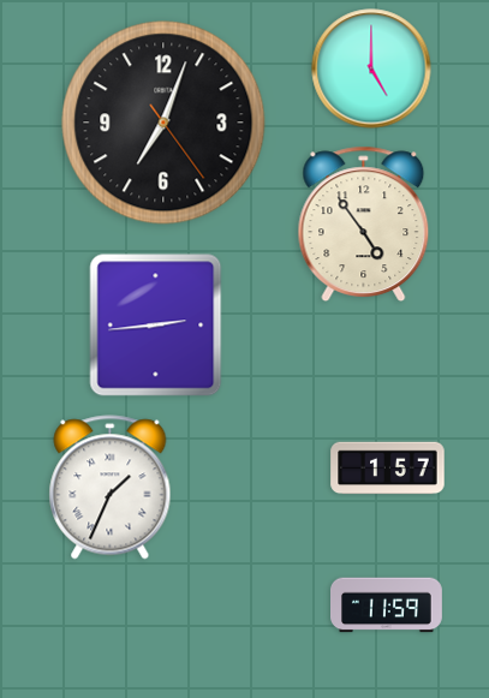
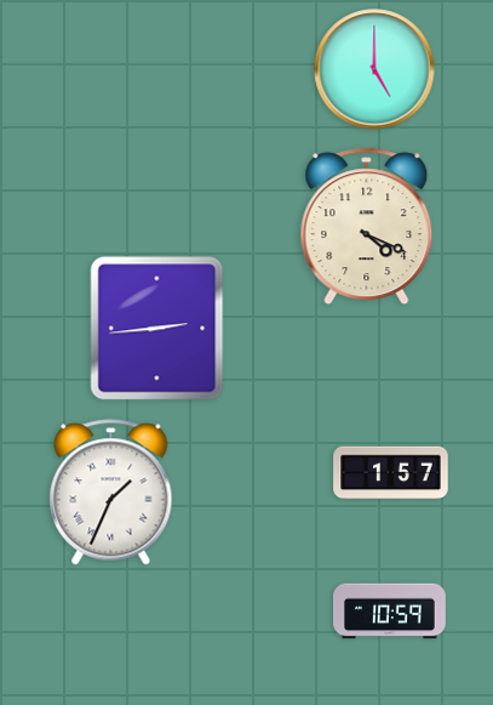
clock at (163, 123): 7:03 -> none
clock at (364, 223): 4:54 -> 4:19
clock at (387, 605): 11:59 -> 10:59
